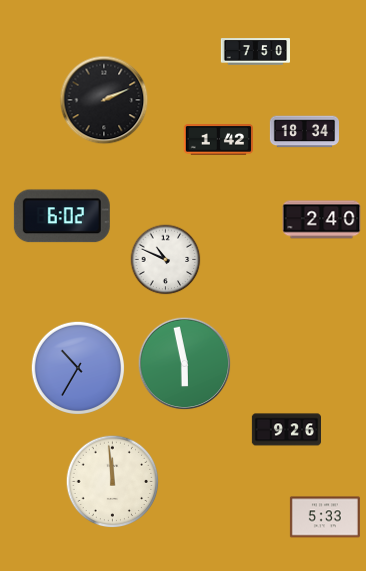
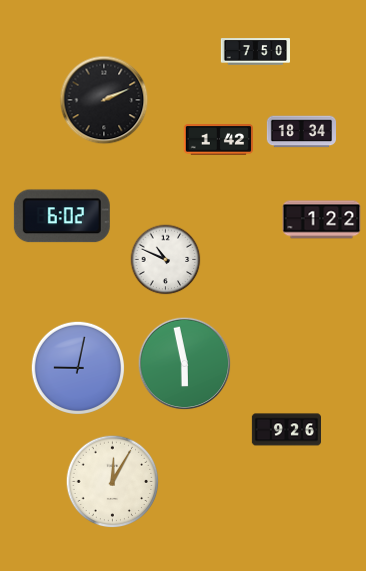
clock at (304, 132) position: (304, 132) -> (301, 132)
clock at (322, 220): 2:40 -> 1:22
clock at (77, 367): 10:35 -> 9:02
clock at (113, 482): 11:59 -> 12:05
clock at (325, 517): 5:33 -> none
